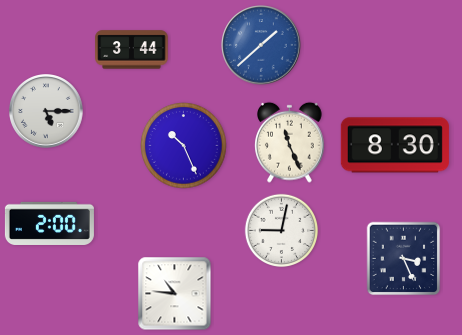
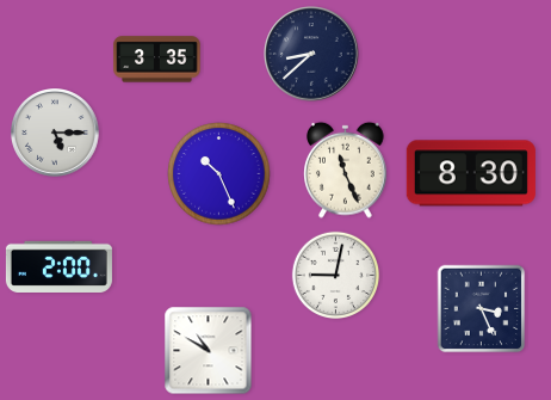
clock at (261, 45): 1:38 -> 8:38
clock at (261, 45) dial: blue -> navy
clock at (132, 50): 3:44 -> 3:35
clock at (175, 294): 10:46 -> 10:50
